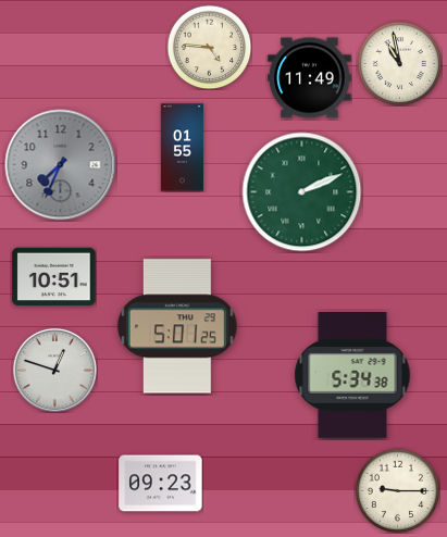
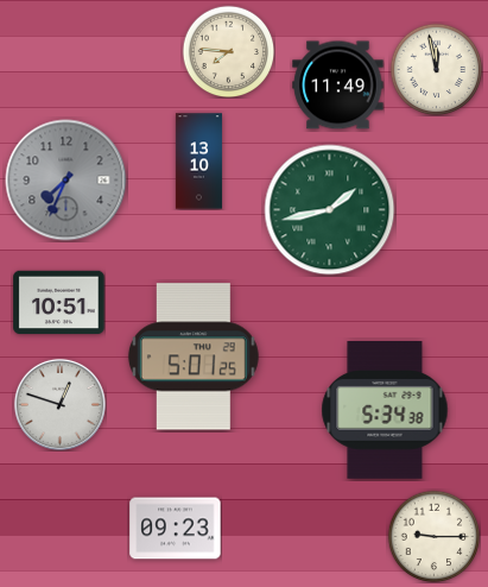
clock at (209, 47): 4:46 -> 7:46
clock at (399, 63): 10:58 -> 11:58
clock at (182, 148): 01:55 -> 13:10
clock at (302, 192): 2:11 -> 1:43
